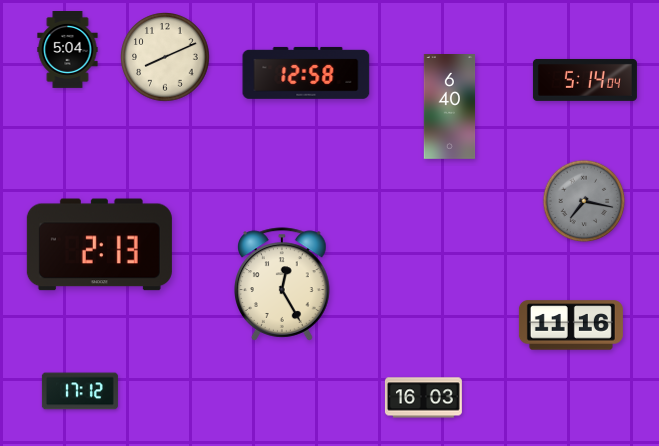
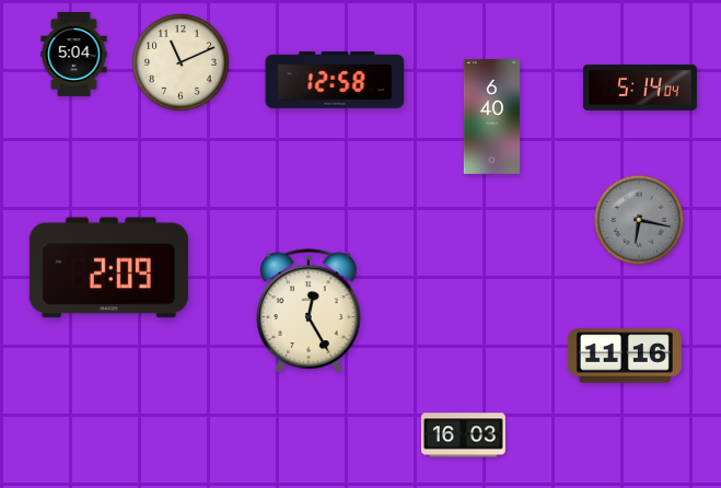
clock at (165, 57): 8:11 -> 11:11
clock at (584, 201): 7:17 -> 6:17
clock at (99, 245): 2:13 -> 2:09
clock at (80, 391): 17:12 -> none
